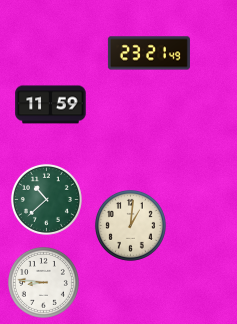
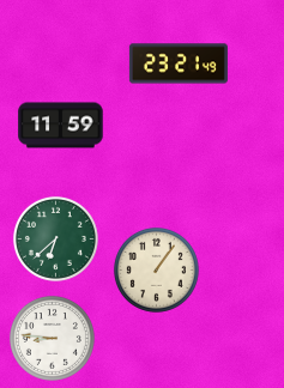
clock at (46, 199): 10:38 -> 6:38
clock at (130, 225): 1:01 -> 1:06
